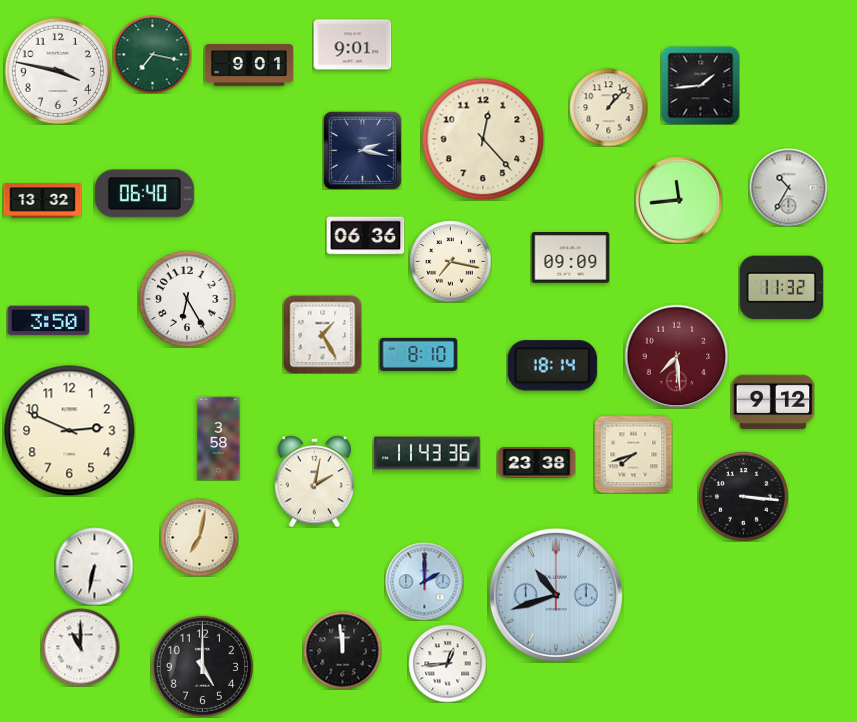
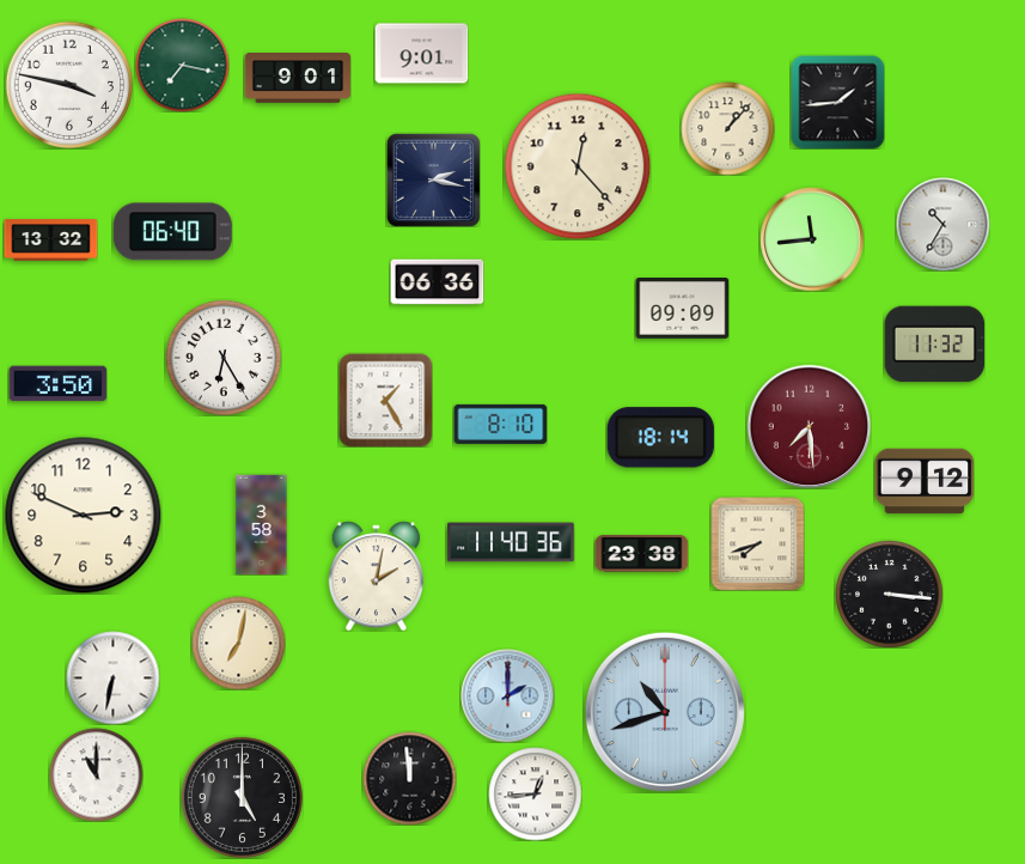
clock at (450, 261): 7:17 -> none
clock at (427, 453): 11:43 -> 11:40
